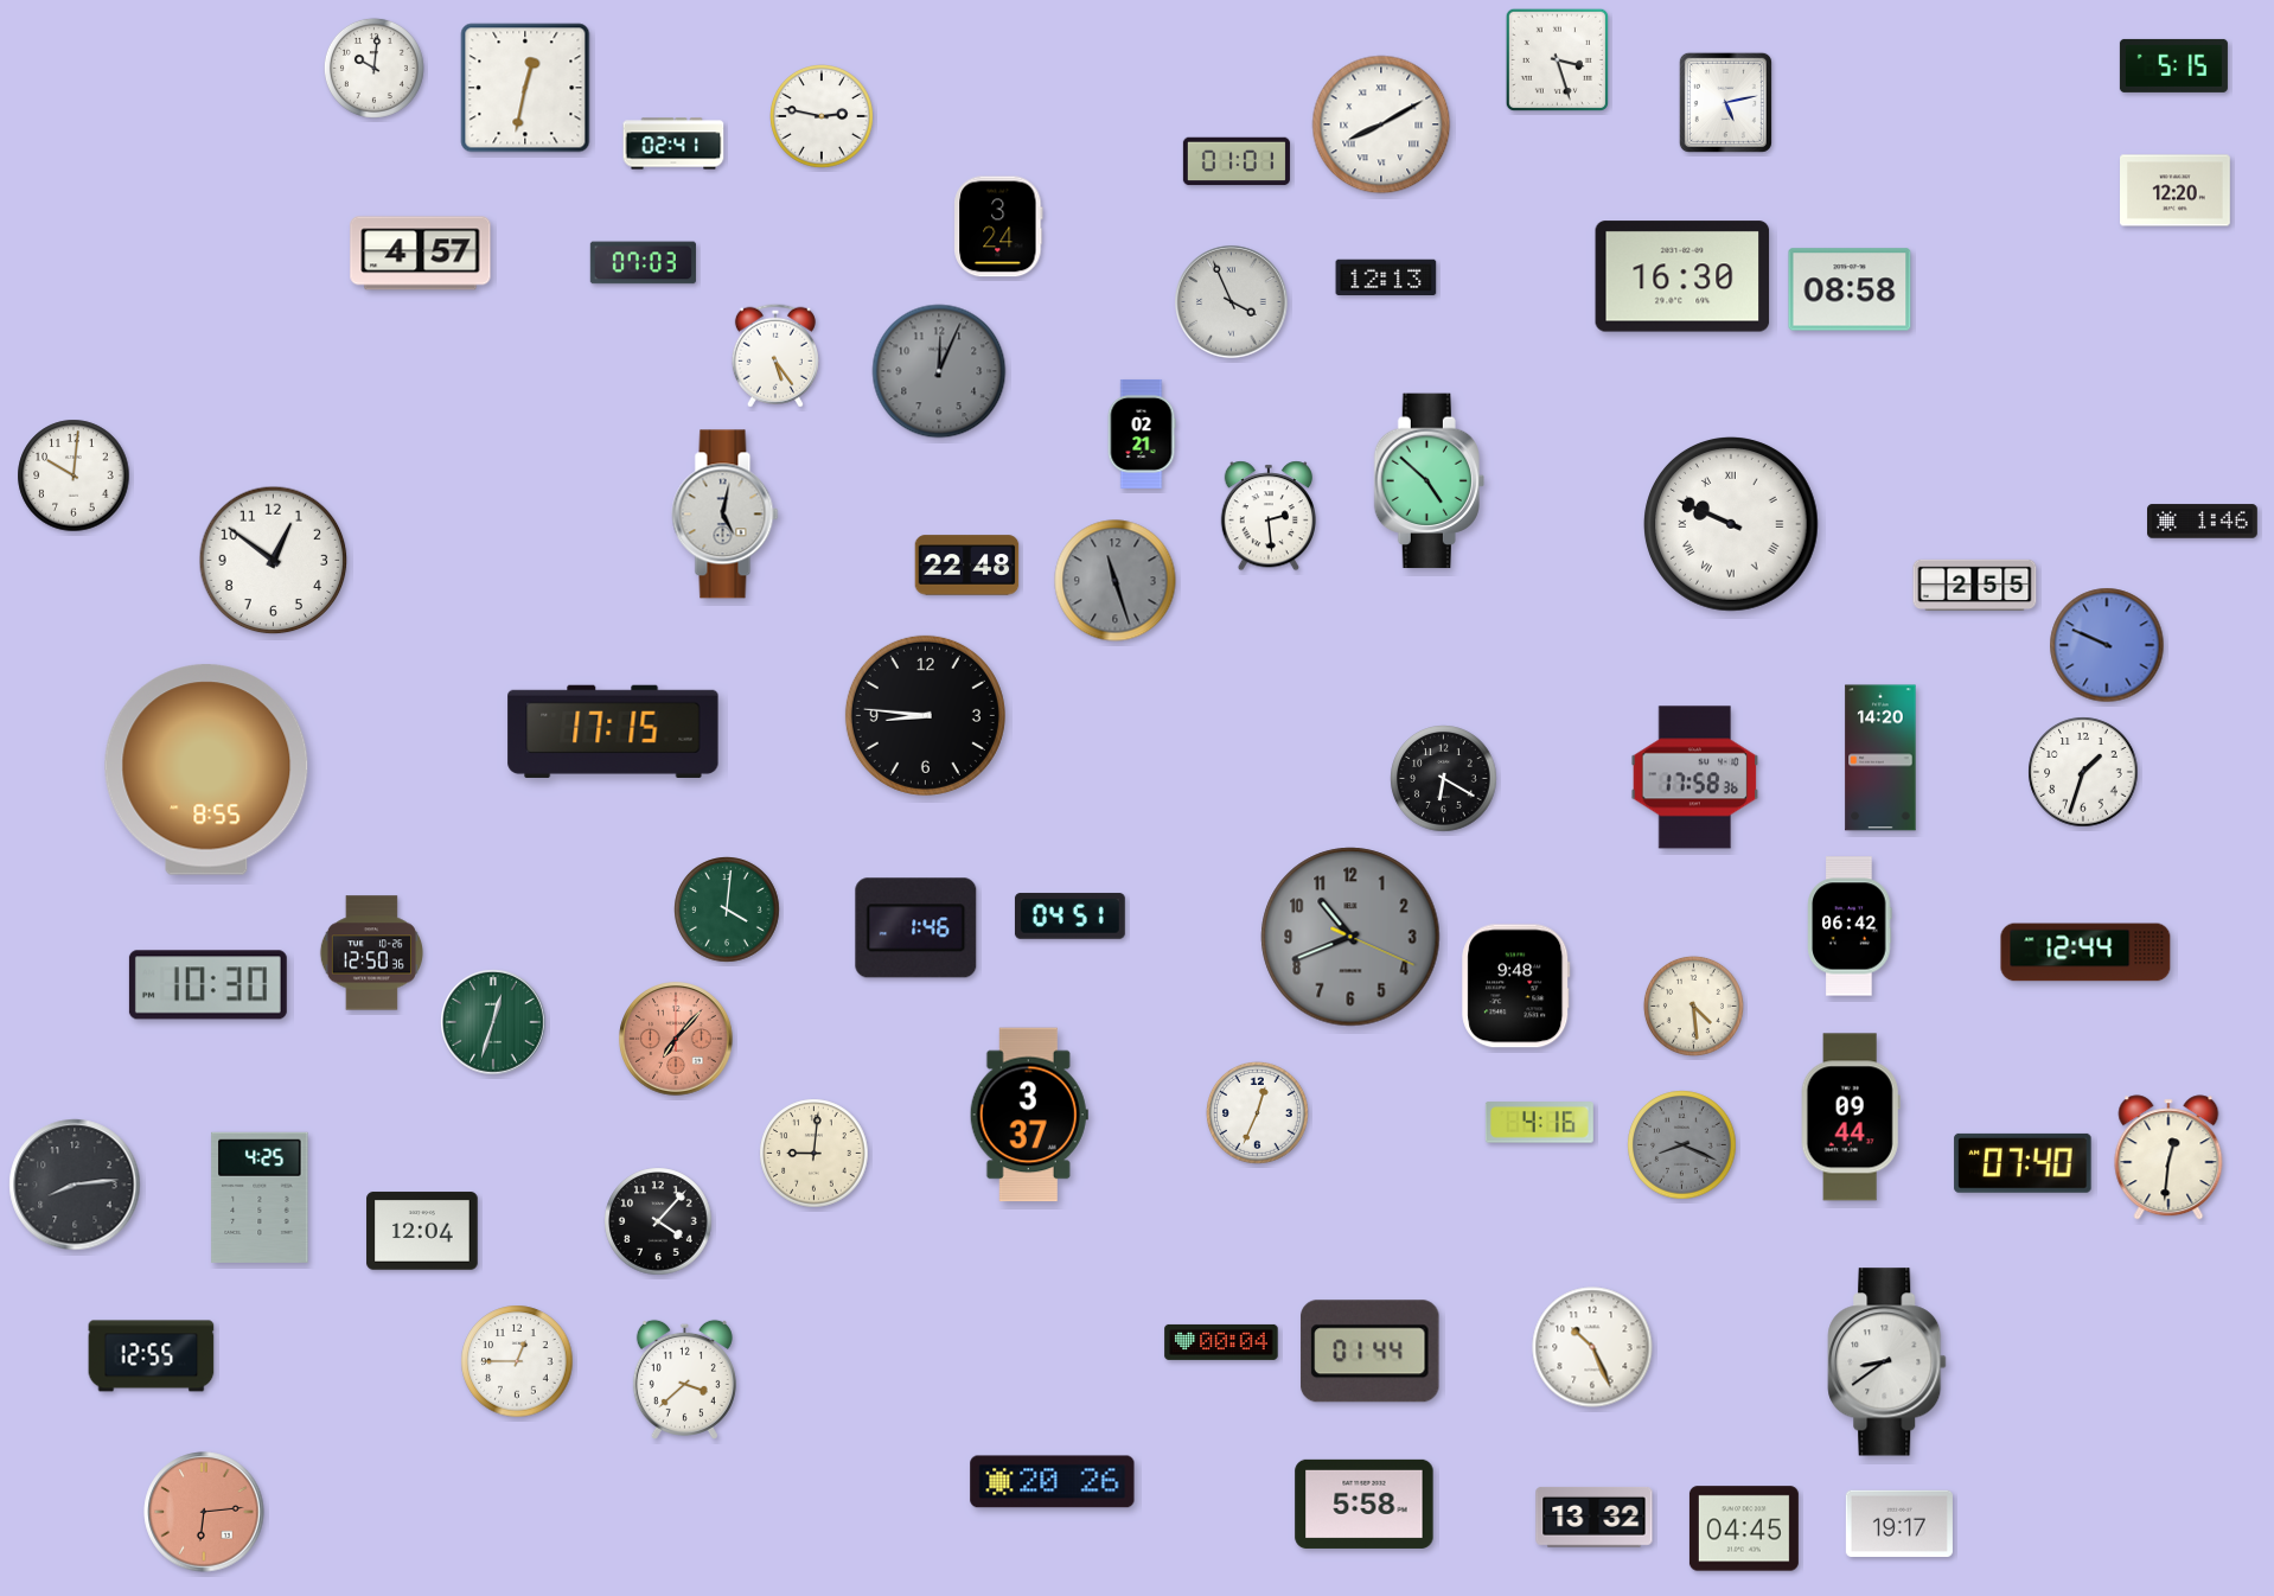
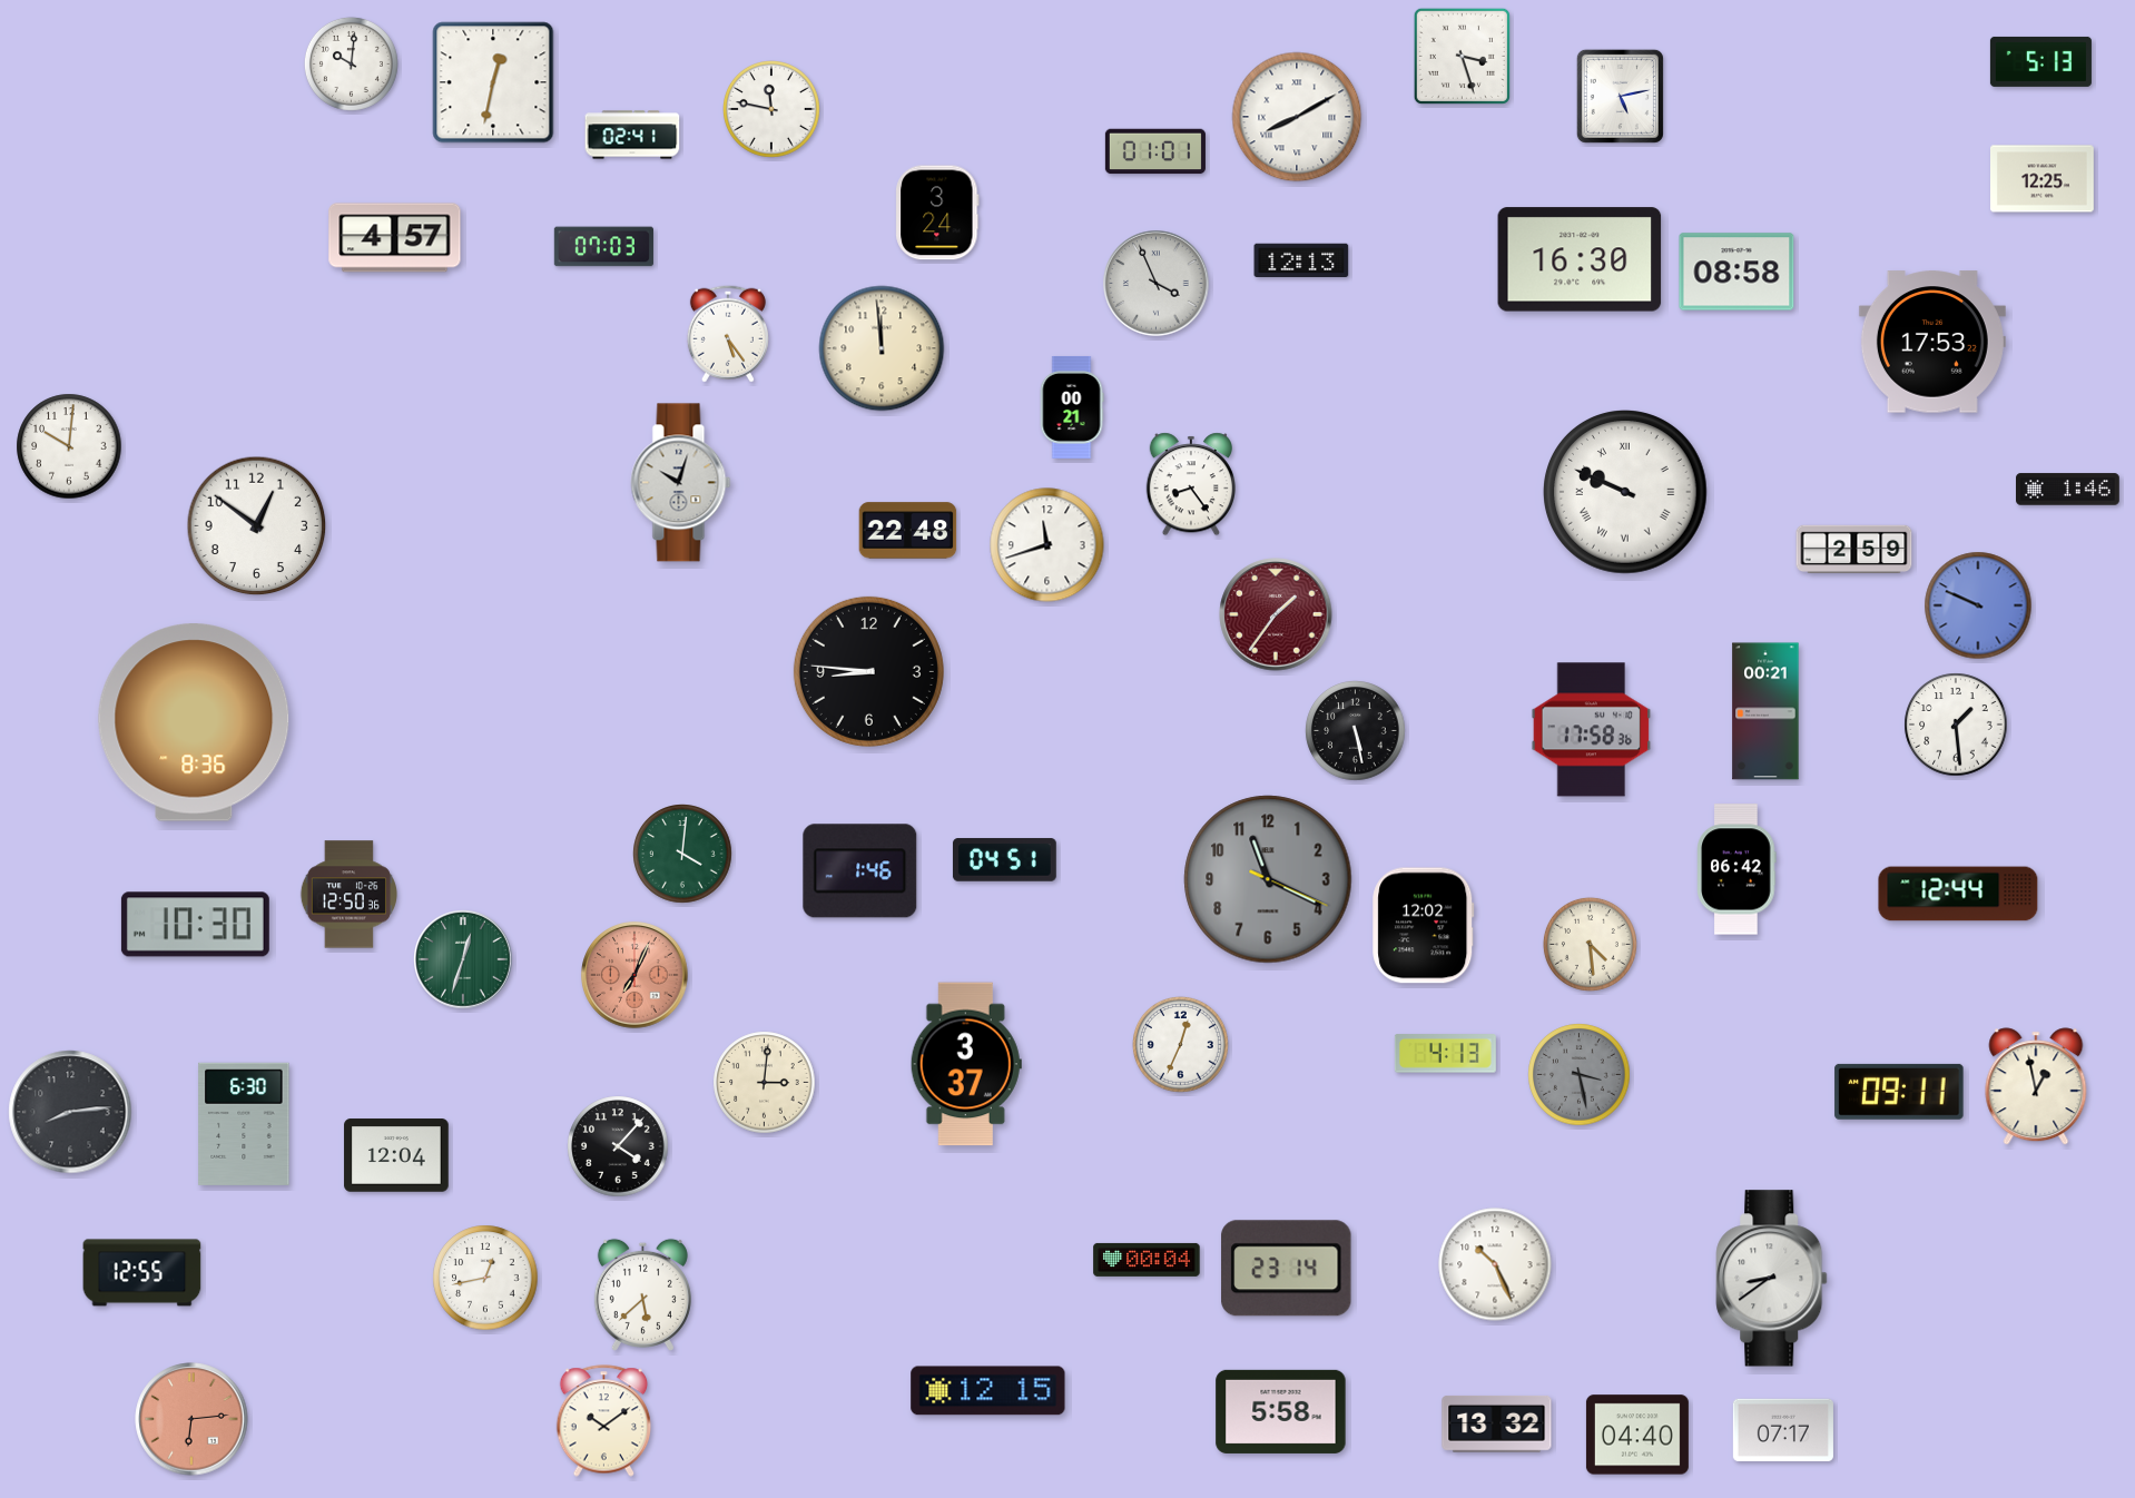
clock at (2173, 65): 5:15 -> 5:13
clock at (823, 117): 2:47 -> 11:47
clock at (1237, 161) position: (1237, 161) -> (1155, 151)
clock at (2176, 191): 12:20 -> 12:25
clock at (1932, 342): none -> 17:53
clock at (939, 371): 12:04 -> 11:59
clock at (939, 371) dial: grey -> cream
clock at (1142, 434): 02:21 -> 00:21
clock at (1429, 481): 4:52 -> none
clock at (726, 515): 5:02 -> 10:03
clock at (1267, 516): 2:29 -> 8:24
clock at (1116, 581): 11:27 -> 11:42
clock at (1116, 581) dial: grey -> white
clock at (1975, 586): 2:55 -> 2:59
clock at (1276, 614): none -> 1:36
clock at (613, 732): 17:15 -> none
clock at (1880, 758): 14:20 -> 00:21
clock at (206, 770): 8:55 -> 8:36
clock at (2083, 772): 1:33 -> 1:29
clock at (1444, 779): 6:20 -> 5:28
clock at (1350, 937): 10:41 -> 11:19
clock at (1516, 987): 9:48 -> 12:02
clock at (676, 1039): 7:07 -> 7:04
clock at (1029, 1115) position: (1029, 1115) -> (966, 1064)
clock at (1851, 1117): 09:44 -> none
clock at (1539, 1123): 4:16 -> 4:13
clock at (1682, 1145): 8:19 -> 3:28
clock at (815, 1154): 9:01 -> 3:01
clock at (2168, 1157): 12:31 -> 12:58
clock at (2023, 1163): 07:40 -> 09:11
clock at (260, 1198): 4:25 -> 6:30
clock at (1371, 1352): 01:44 -> 23:14
clock at (517, 1361): 12:45 -> 12:43
clock at (684, 1379): 3:38 -> 5:38
clock at (1053, 1482): 20:26 -> 12:15
clock at (604, 1421): none -> 10:09
clock at (1899, 1524): 19:17 -> 07:17
clock at (1744, 1528): 04:45 -> 04:40
